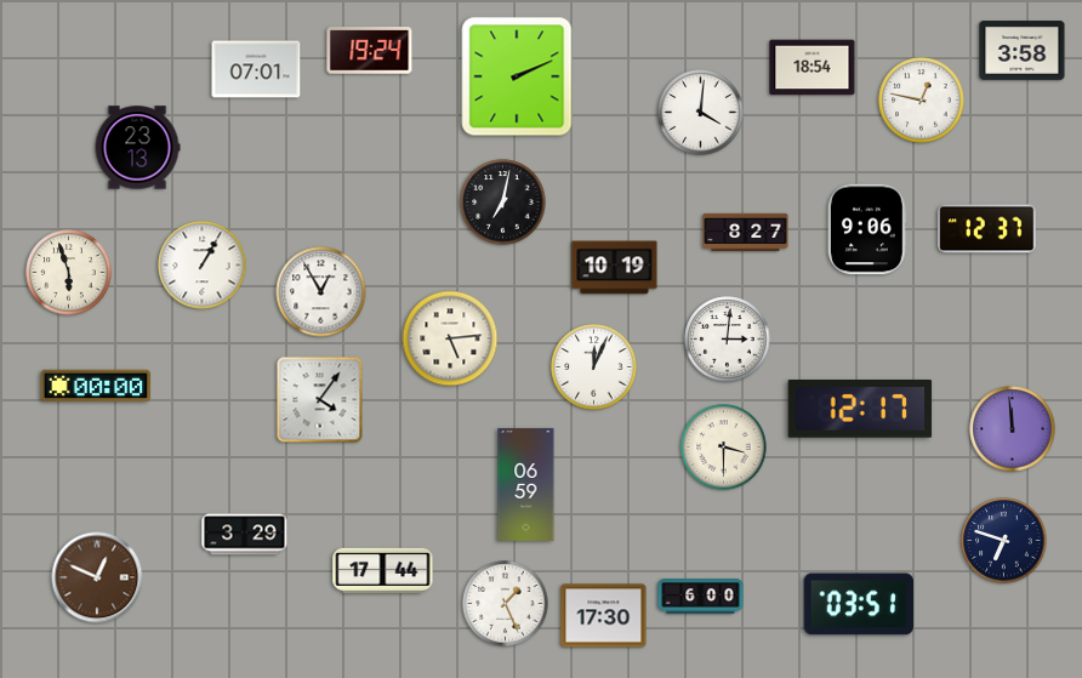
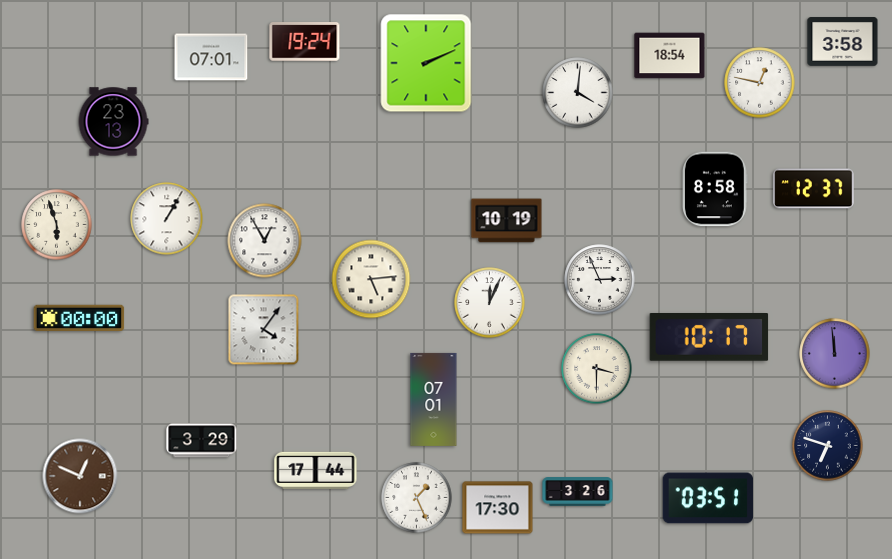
clock at (503, 203): 7:02 -> none
clock at (867, 229): 9:06 -> 8:58
clock at (746, 233): 8:27 -> none
clock at (728, 340): 3:01 -> 2:56
clock at (860, 410): 12:17 -> 10:17
clock at (526, 484): 06:59 -> 07:01
clock at (701, 597): 6:00 -> 3:26
